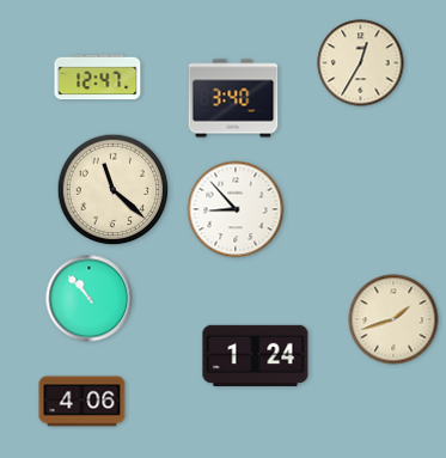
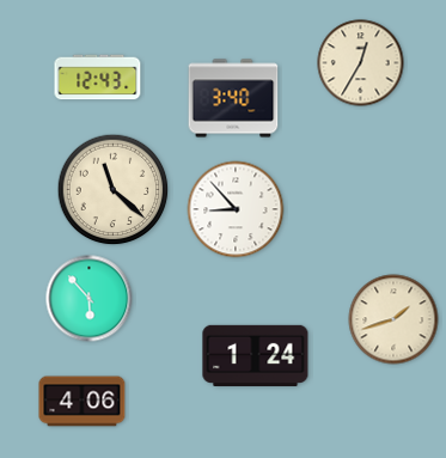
clock at (98, 78): 12:47 -> 12:43
clock at (90, 299): 10:53 -> 5:53
